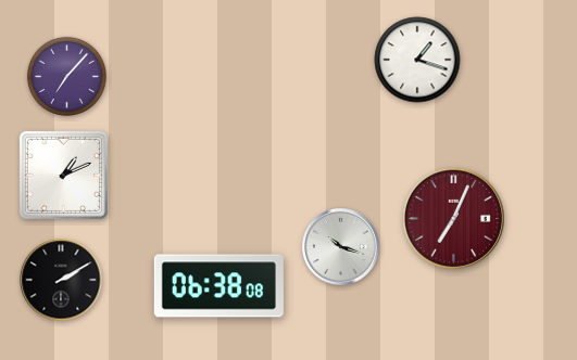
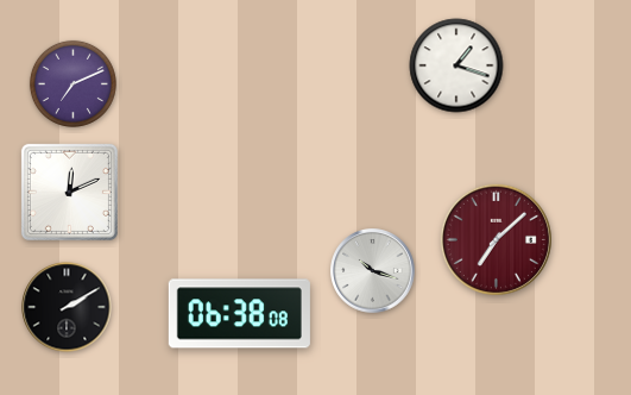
clock at (66, 76): 7:07 -> 7:11
clock at (63, 175): 1:11 -> 12:11
clock at (453, 218): 7:04 -> 7:08
